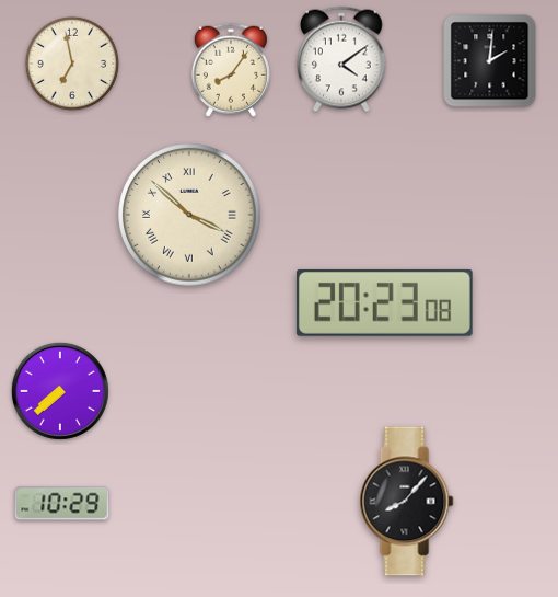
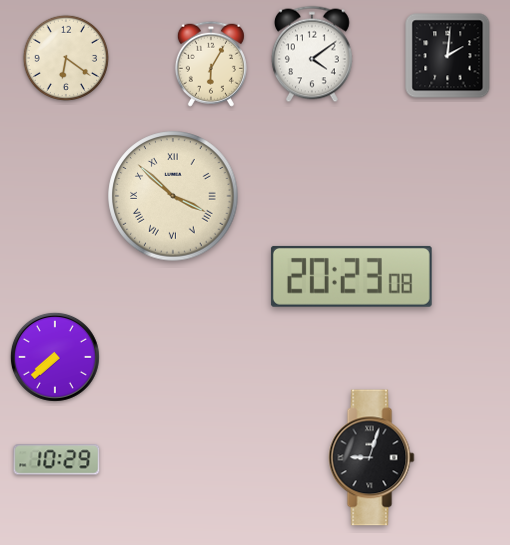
clock at (72, 64): 6:58 -> 6:21
clock at (231, 70): 8:06 -> 6:05
clock at (407, 502): 8:07 -> 9:03
